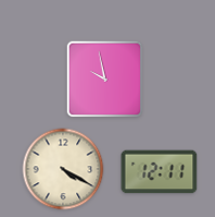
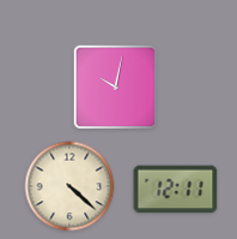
clock at (105, 80): 9:58 -> 10:02
clock at (63, 169): 4:20 -> 4:22
